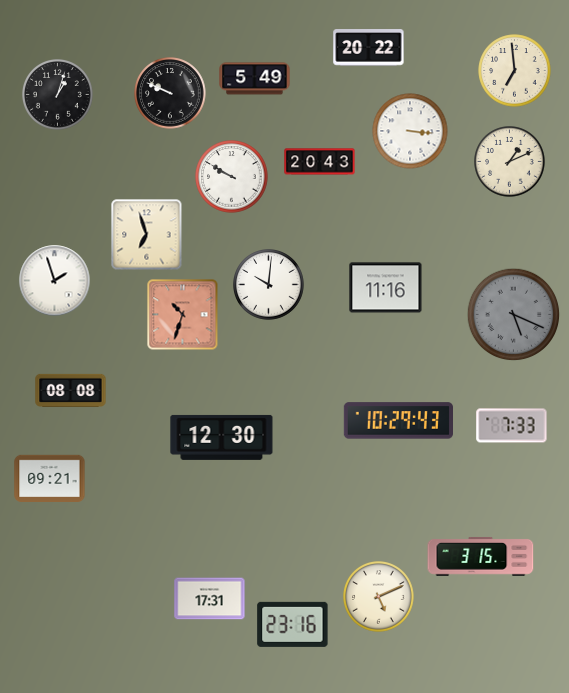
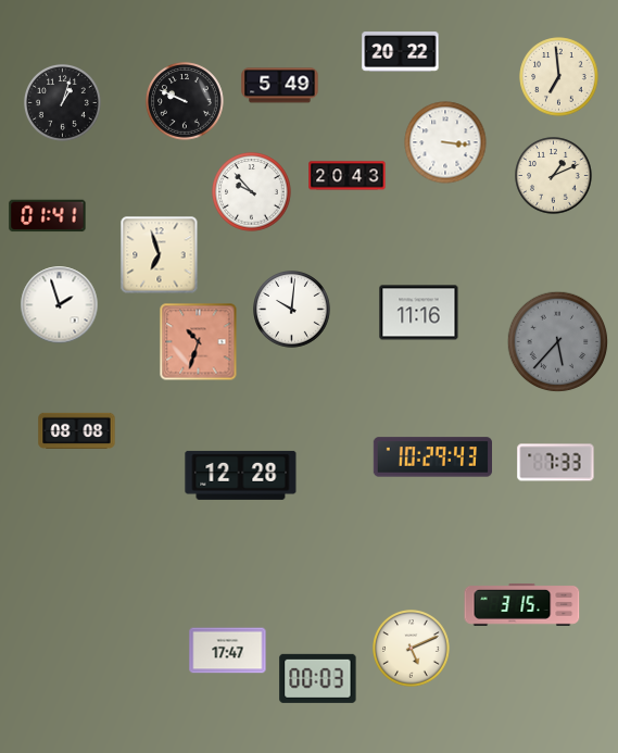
clock at (255, 79) position: (255, 79) -> (280, 86)
clock at (232, 177): 9:50 -> 9:53
clock at (48, 216): none -> 01:41
clock at (514, 315): 5:19 -> 5:37
clock at (71, 390) position: (71, 390) -> (77, 430)
clock at (222, 437): 12:30 -> 12:28
clock at (50, 478): 09:21 -> none
clock at (210, 599): 17:31 -> 17:47
clock at (293, 624): 23:16 -> 00:03
